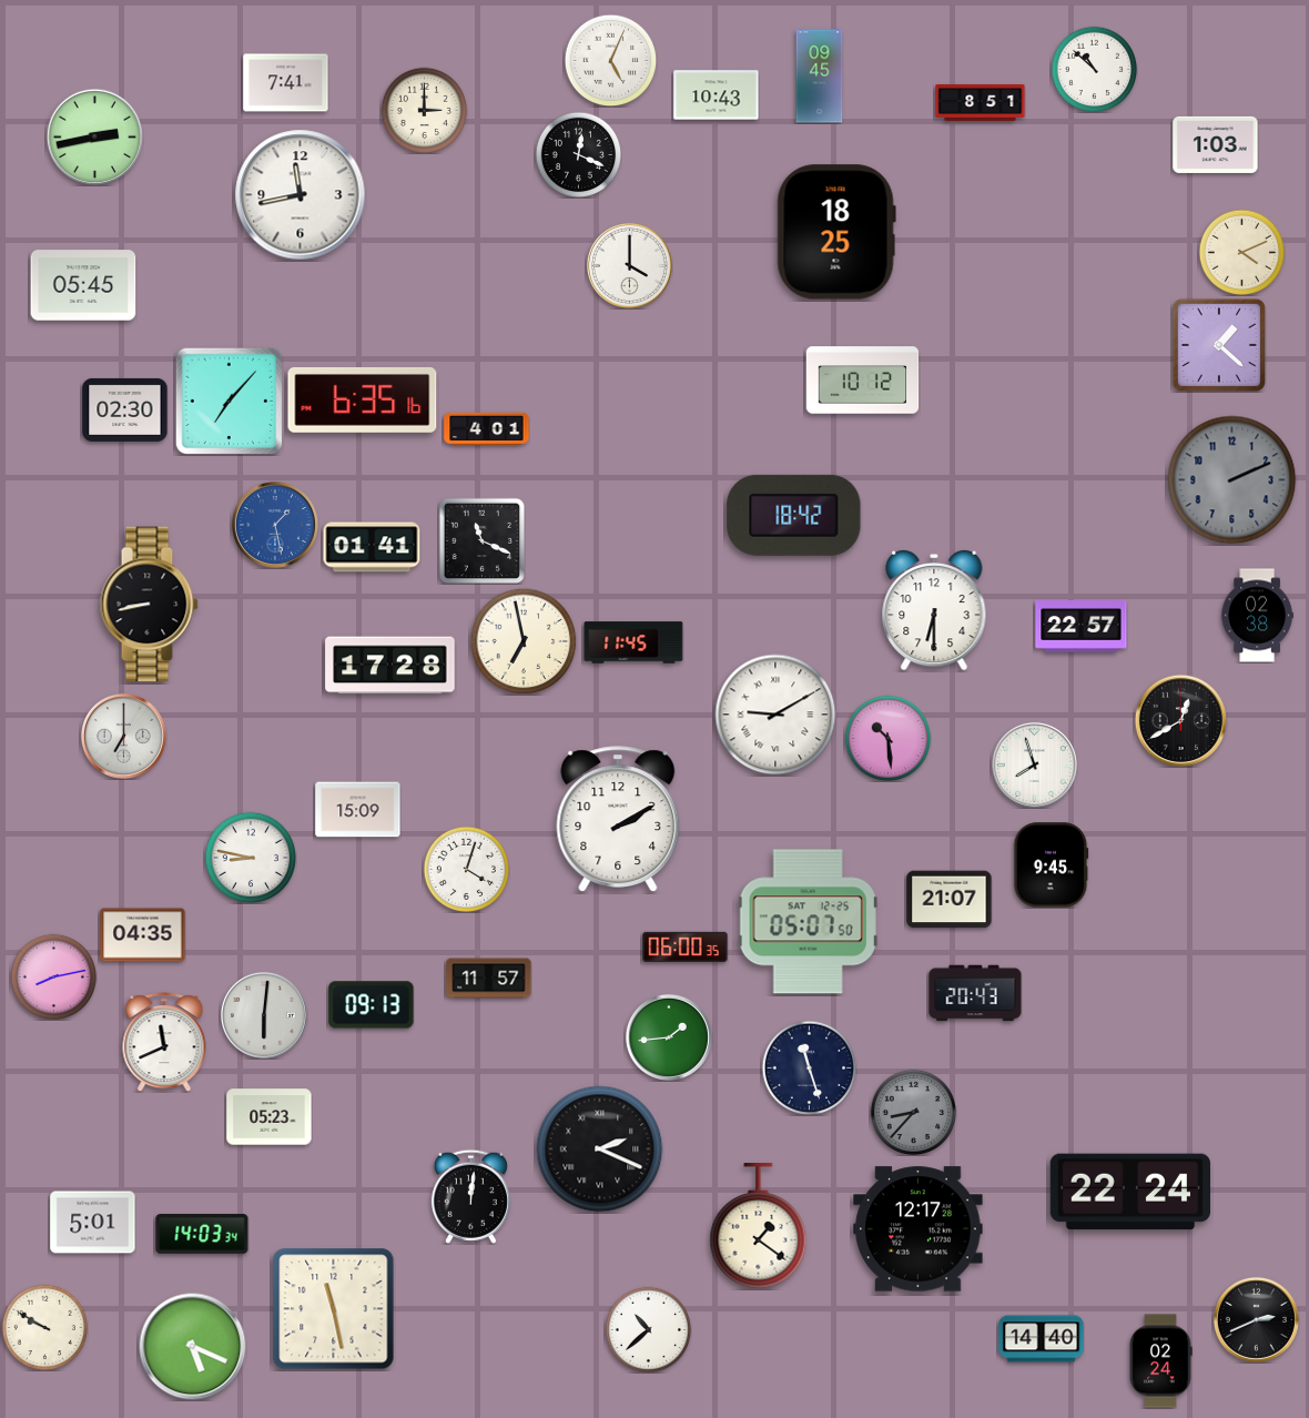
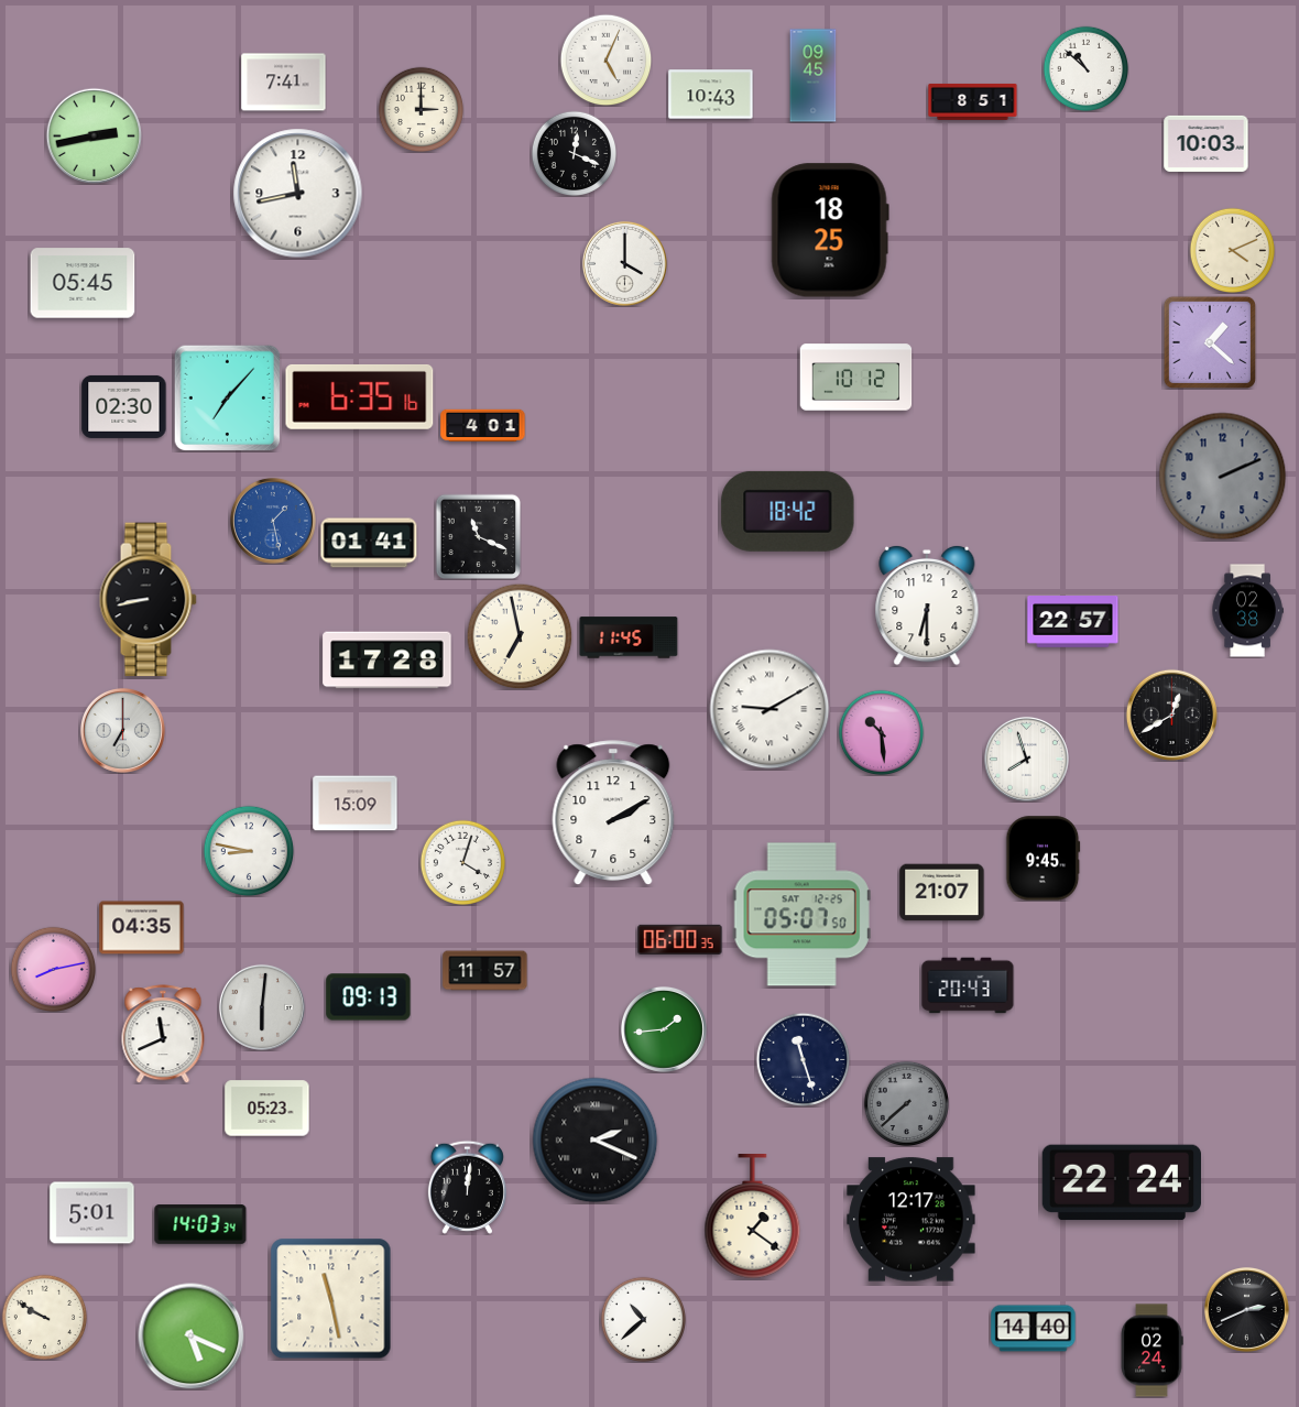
clock at (1216, 144): 1:03 -> 10:03
clock at (913, 1112): 8:37 -> 7:38
